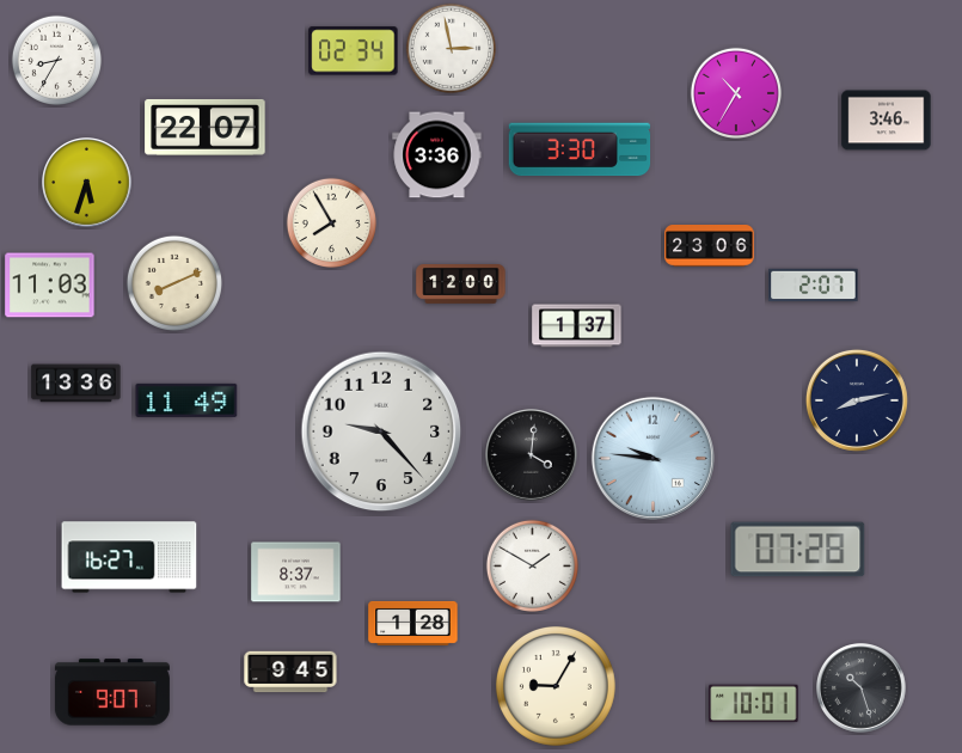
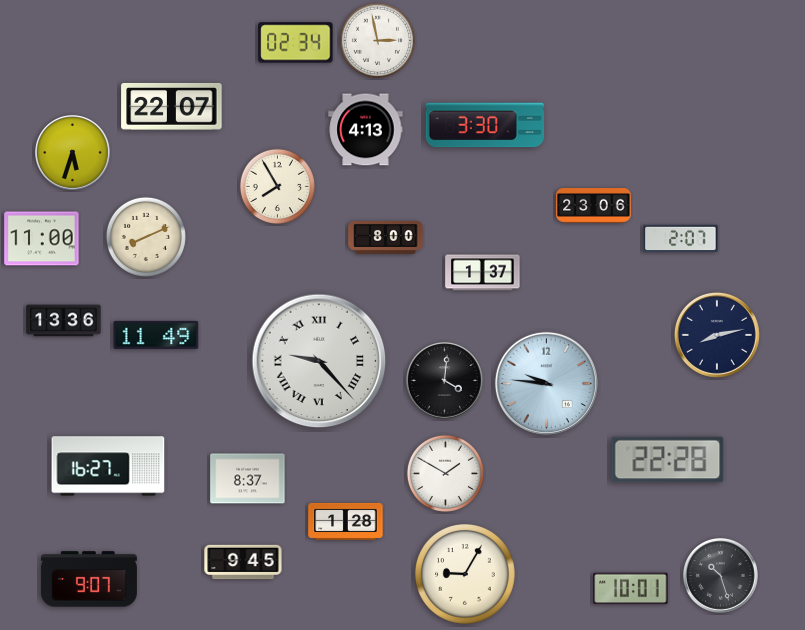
clock at (56, 60): 8:35 -> none
clock at (735, 92): 10:35 -> none
clock at (887, 121): 3:46 -> none
clock at (437, 155): 3:36 -> 4:13
clock at (461, 284): 12:00 -> 8:00
clock at (50, 286): 11:03 -> 11:00
clock at (381, 431) numerals: Arabic -> Roman
clock at (798, 550): 07:28 -> 22:28
clock at (112, 692) position: (112, 692) -> (89, 579)
